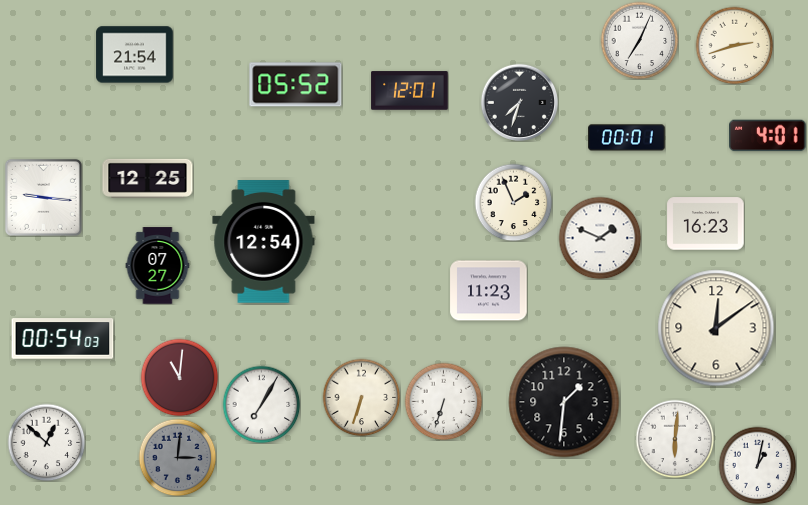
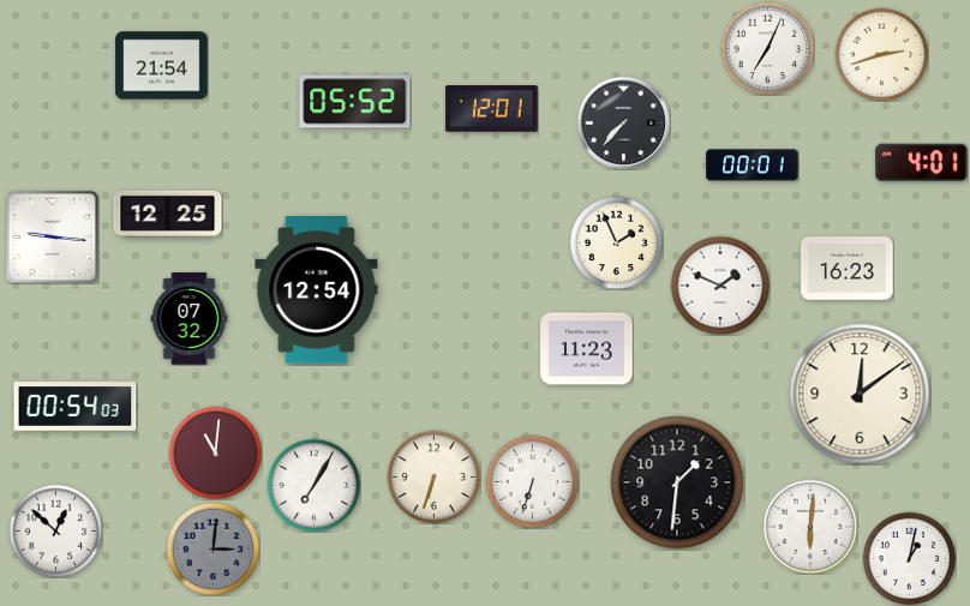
clock at (519, 102): 7:33 -> 7:37
clock at (148, 178) position: (148, 178) -> (168, 214)
clock at (158, 266): 07:27 -> 07:32
